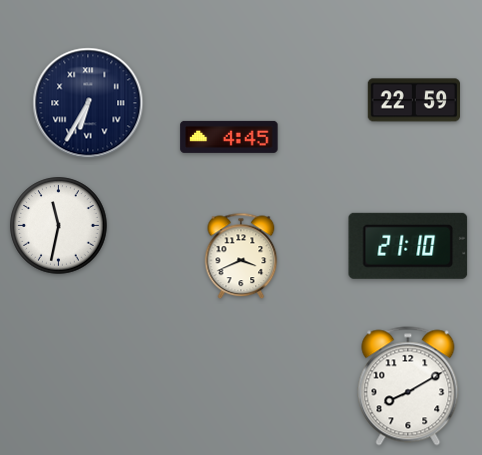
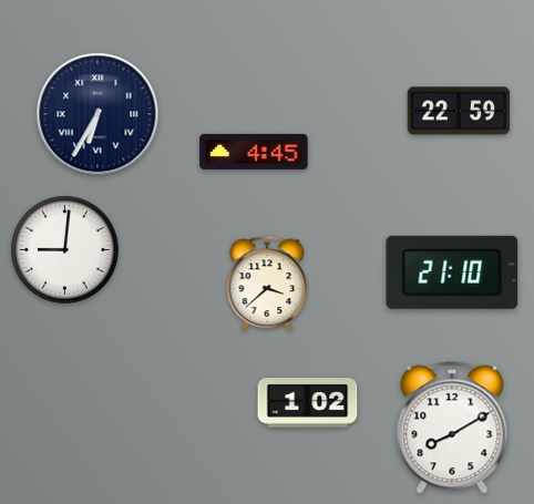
clock at (59, 226): 11:32 -> 9:01
clock at (241, 256): 3:41 -> 3:38
clock at (308, 403): none -> 1:02
